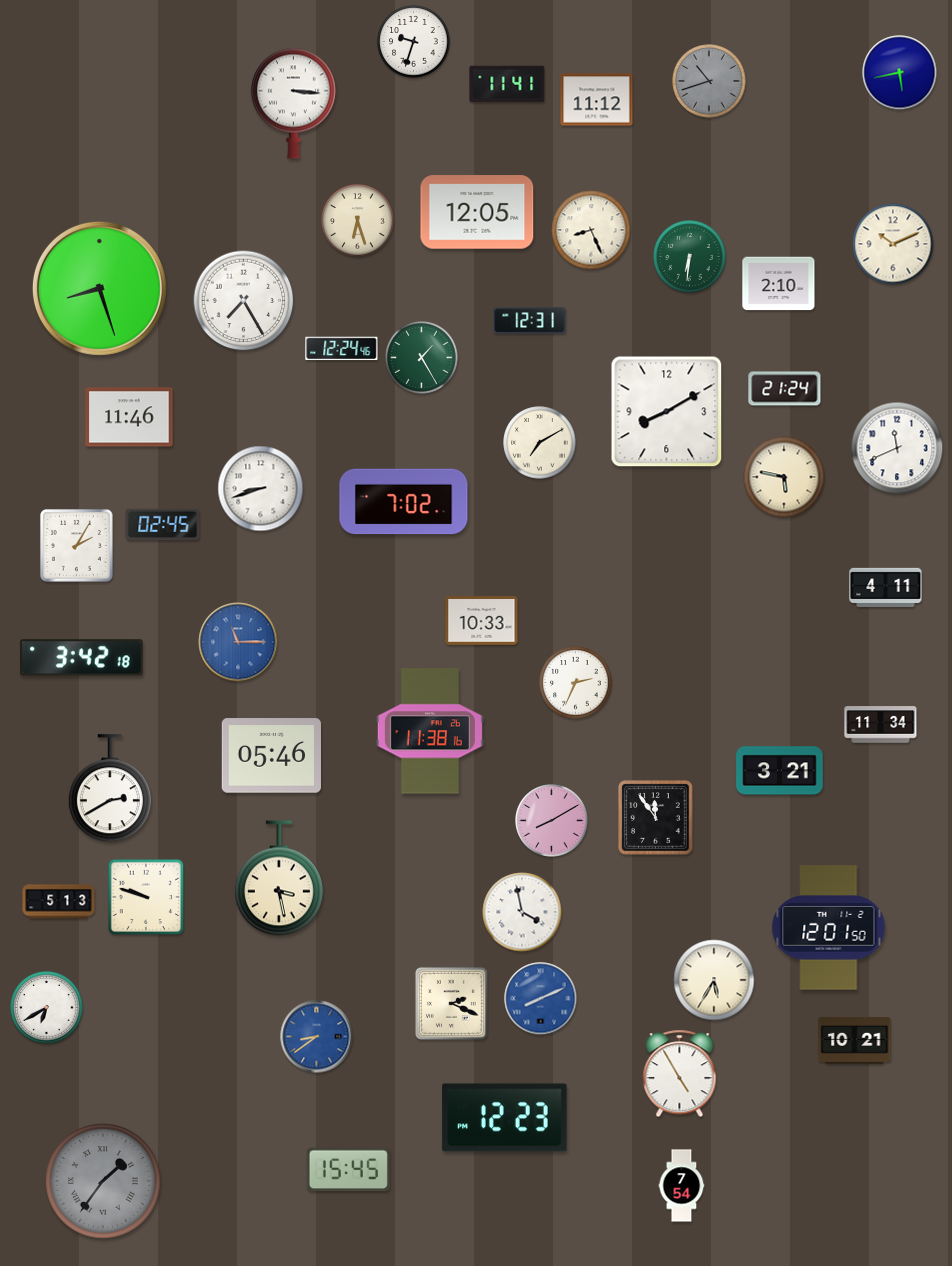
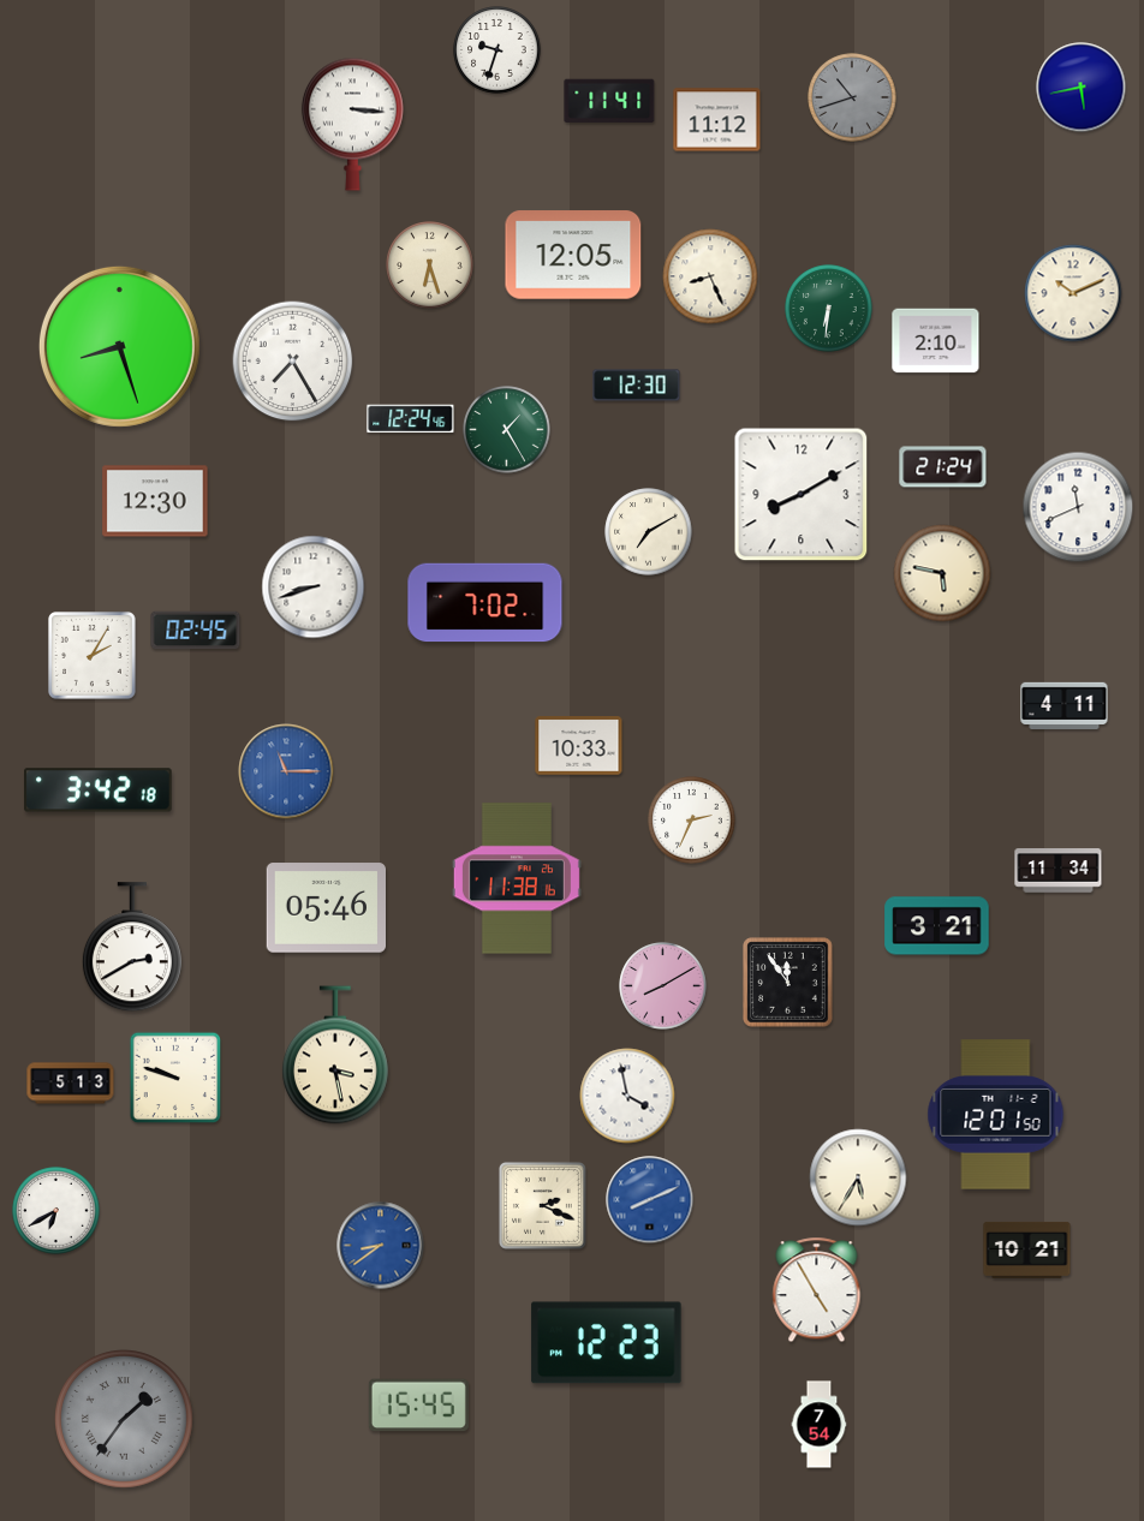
clock at (530, 321): 12:31 -> 12:30
clock at (129, 417): 11:46 -> 12:30
clock at (897, 448) position: (897, 448) -> (1078, 507)
